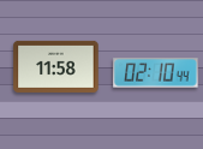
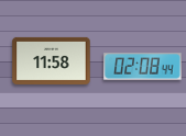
clock at (156, 73): 02:10 -> 02:08
